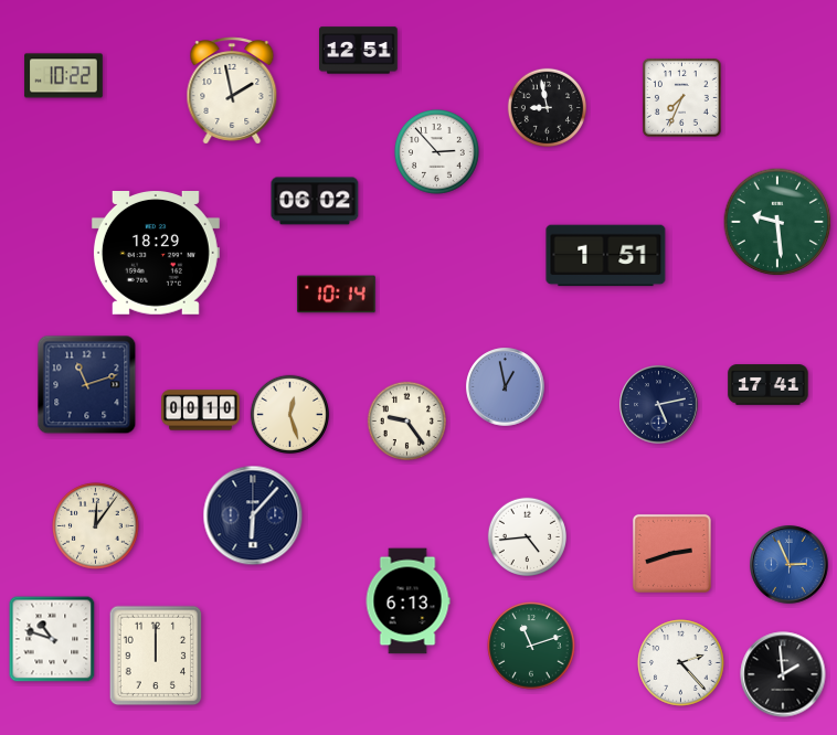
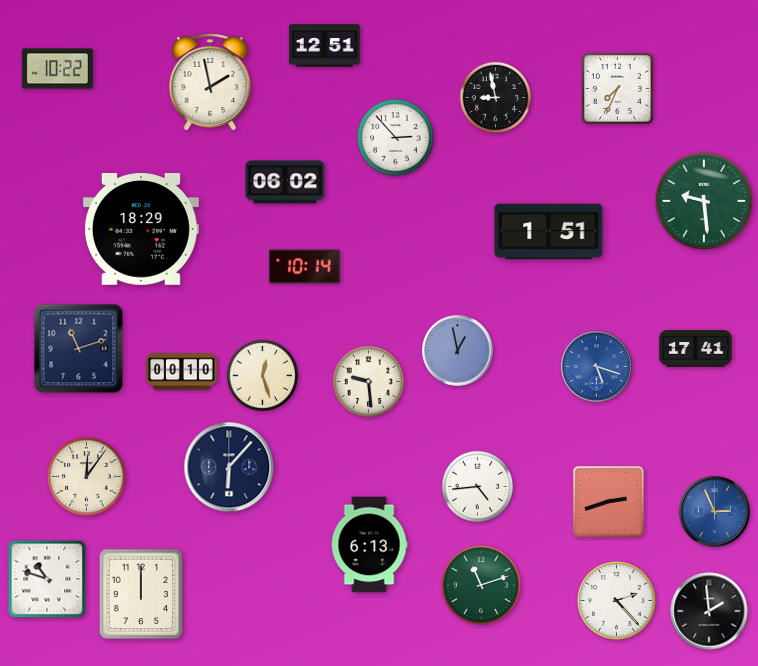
clock at (659, 405): 5:13 -> 5:18
clock at (659, 405) dial: navy -> blue
clock at (406, 420): 9:24 -> 9:29
